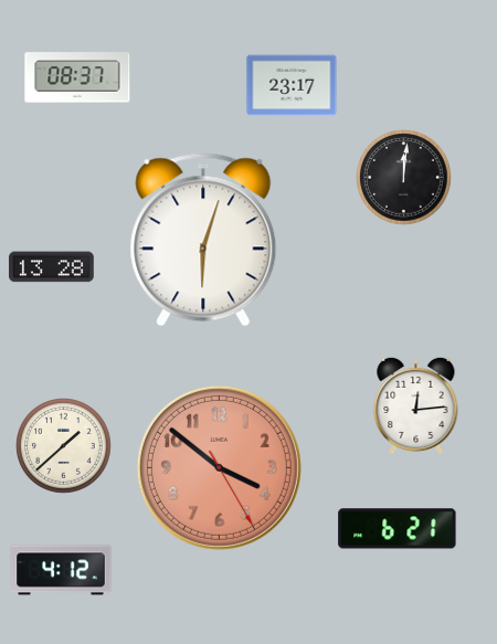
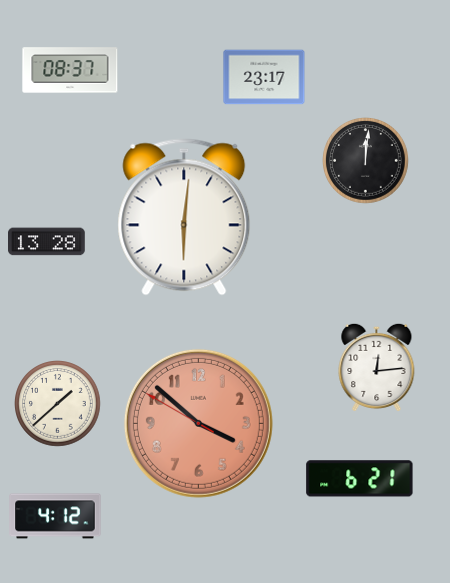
clock at (203, 240): 6:03 -> 6:01
clock at (219, 467): 3:51:25 -> 3:51:50
